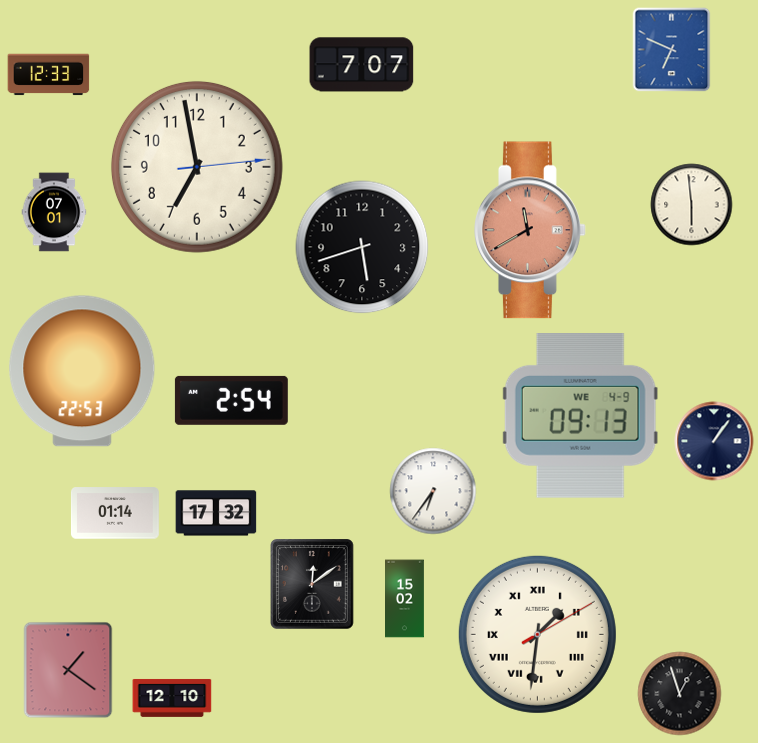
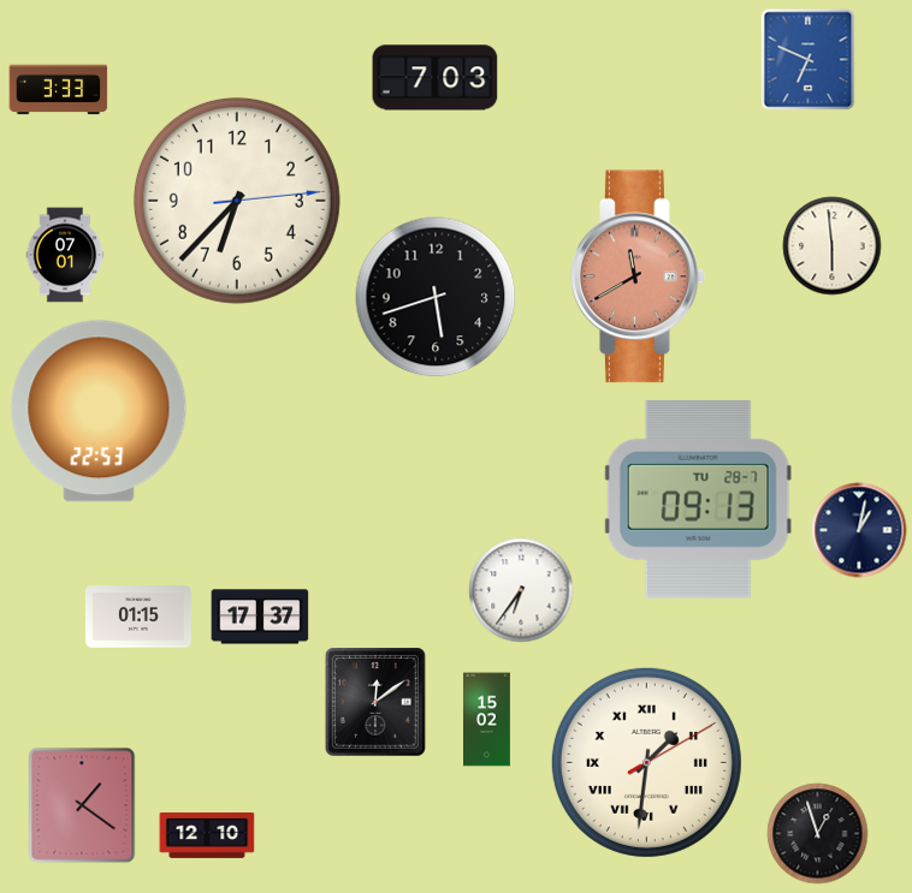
clock at (362, 65): 7:07 -> 7:03
clock at (49, 75): 12:33 -> 3:33
clock at (197, 167): 6:58 -> 6:37
clock at (82, 371) position: (82, 371) -> (99, 411)
clock at (231, 400): 2:54 -> none
clock at (580, 416) date: WE 4-9 -> TU 28-7
clock at (714, 441): 1:06 -> 1:02
clock at (115, 513): 01:14 -> 01:15
clock at (216, 513): 17:32 -> 17:37
clock at (172, 698) position: (172, 698) -> (207, 835)
